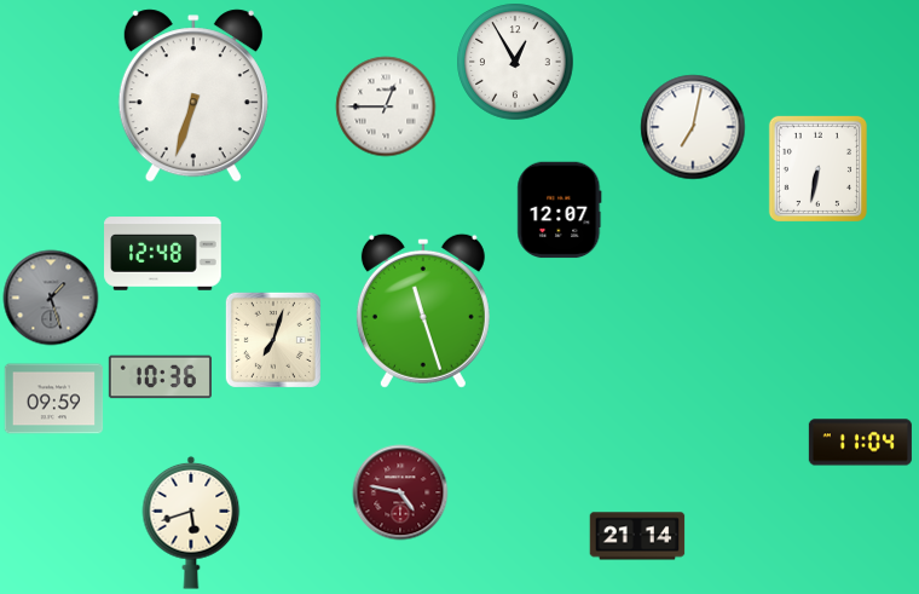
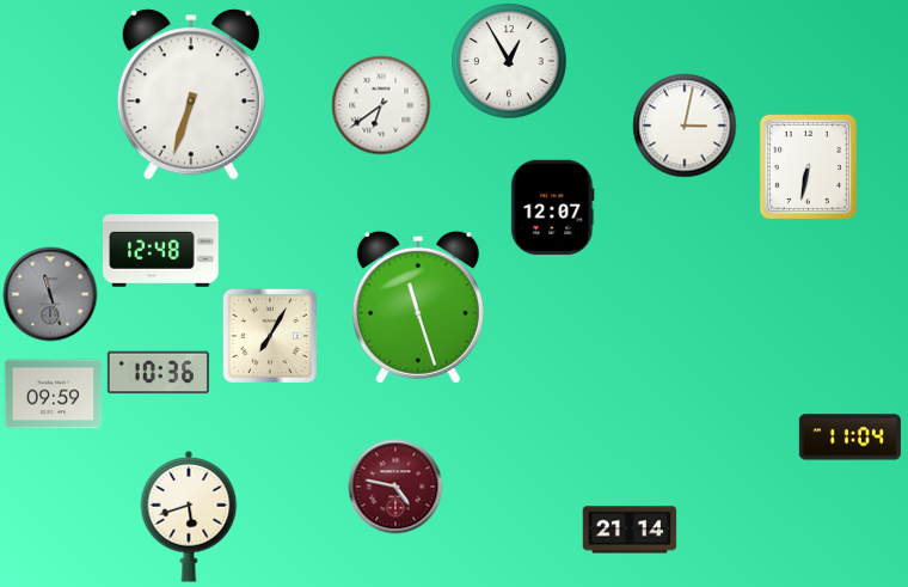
clock at (386, 106): 12:45 -> 6:39
clock at (693, 127): 7:02 -> 3:02
clock at (51, 298): 1:27 -> 11:27
clock at (273, 340): 7:03 -> 7:05
